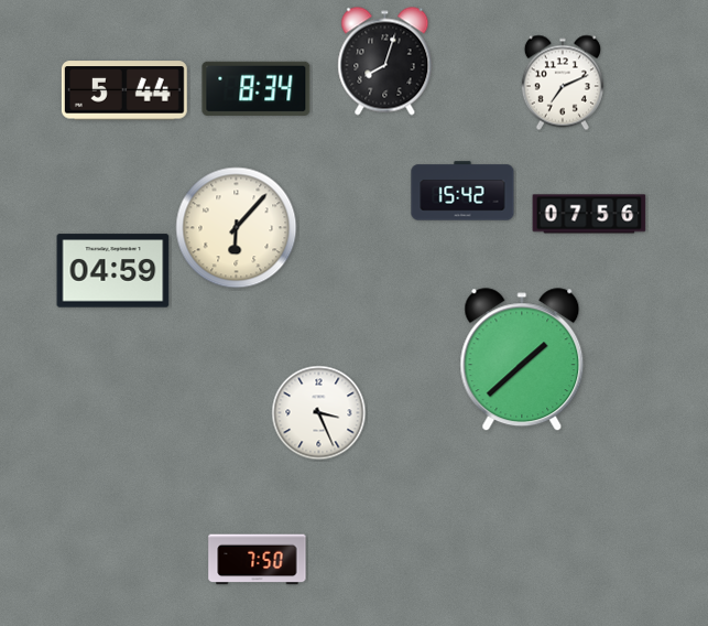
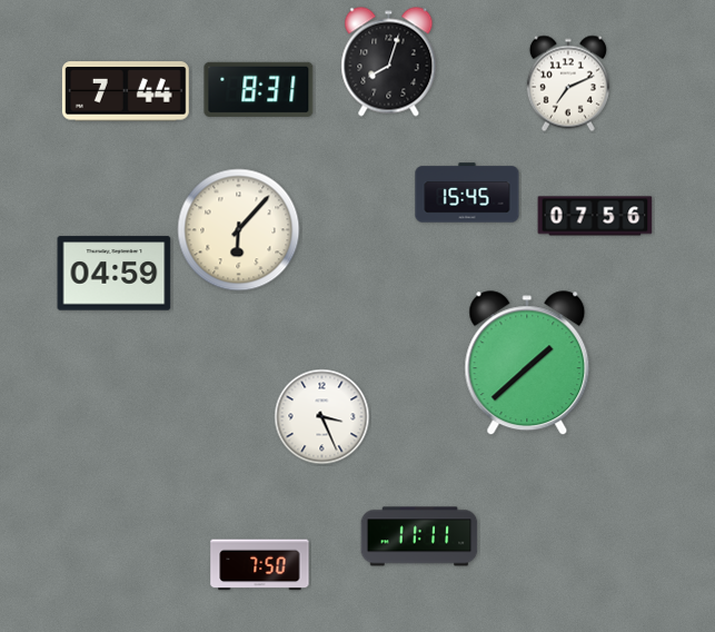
clock at (257, 88): 8:34 -> 8:31
clock at (124, 90): 5:44 -> 7:44
clock at (462, 191): 15:42 -> 15:45
clock at (419, 536): none -> 11:11
